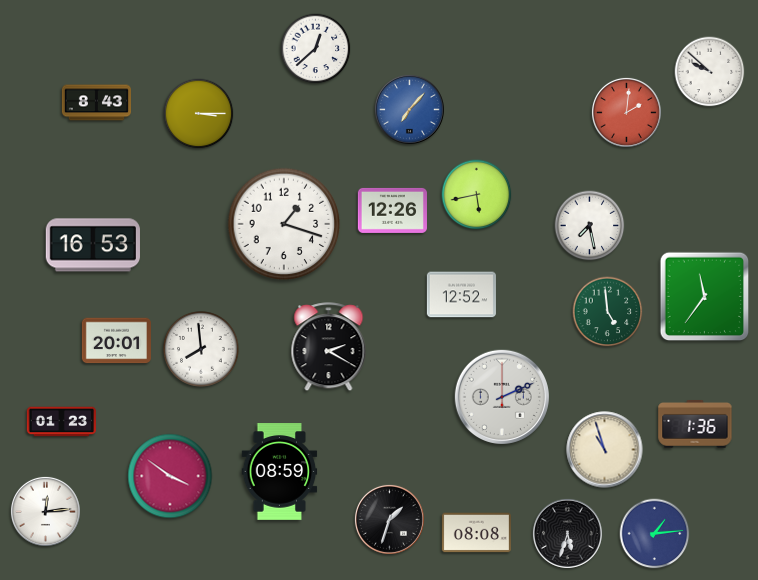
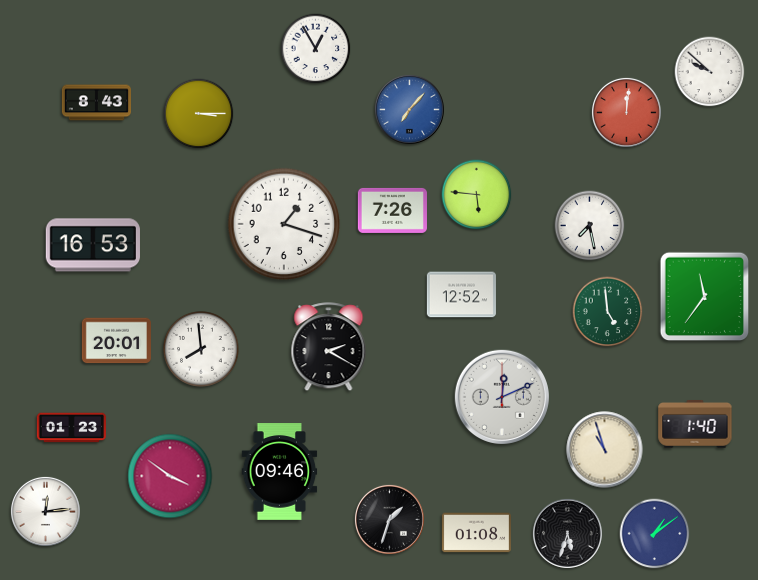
clock at (316, 49): 12:38 -> 12:55
clock at (626, 112): 2:01 -> 12:01
clock at (477, 195): 5:43 -> 5:46
clock at (392, 210): 12:26 -> 7:26
clock at (502, 397): 2:11 -> 12:11
clock at (61, 422) position: (61, 422) -> (71, 428)
clock at (695, 424): 1:36 -> 1:40
clock at (280, 472): 08:59 -> 09:46
clock at (476, 533): 08:08 -> 01:08
clock at (655, 534): 1:14 -> 1:09
